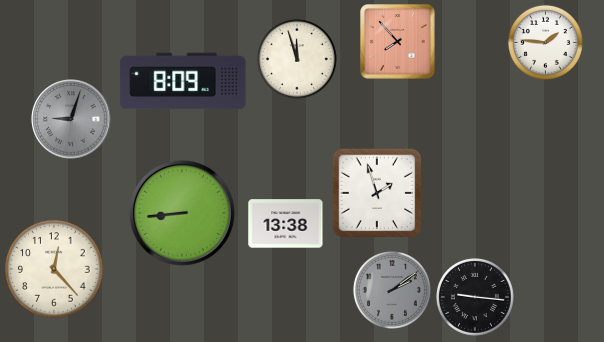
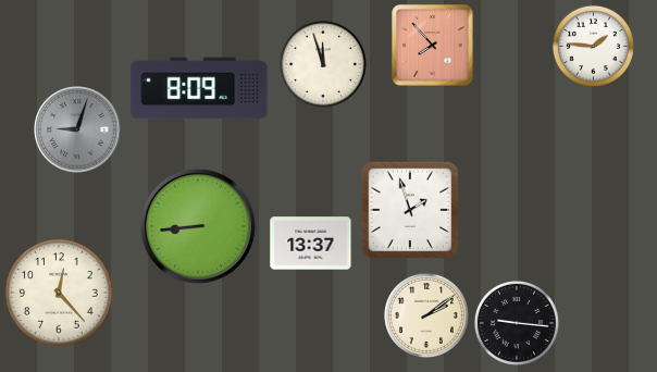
clock at (182, 213) position: (182, 213) -> (198, 226)
clock at (286, 224): 13:38 -> 13:37
clock at (392, 290) dial: grey -> cream
